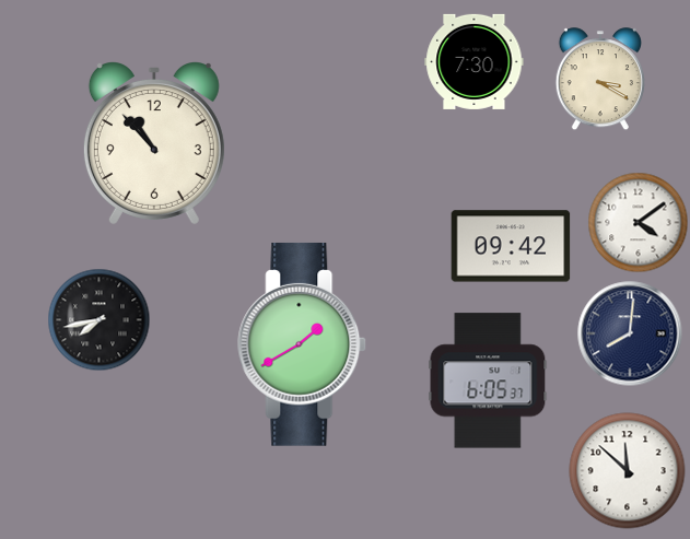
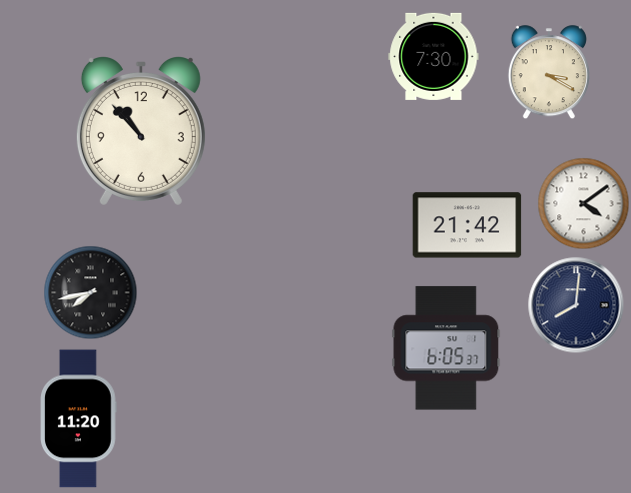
clock at (511, 246): 09:42 -> 21:42
clock at (303, 344): 1:40 -> none
clock at (79, 419): none -> 11:20
clock at (628, 471): 11:52 -> none
